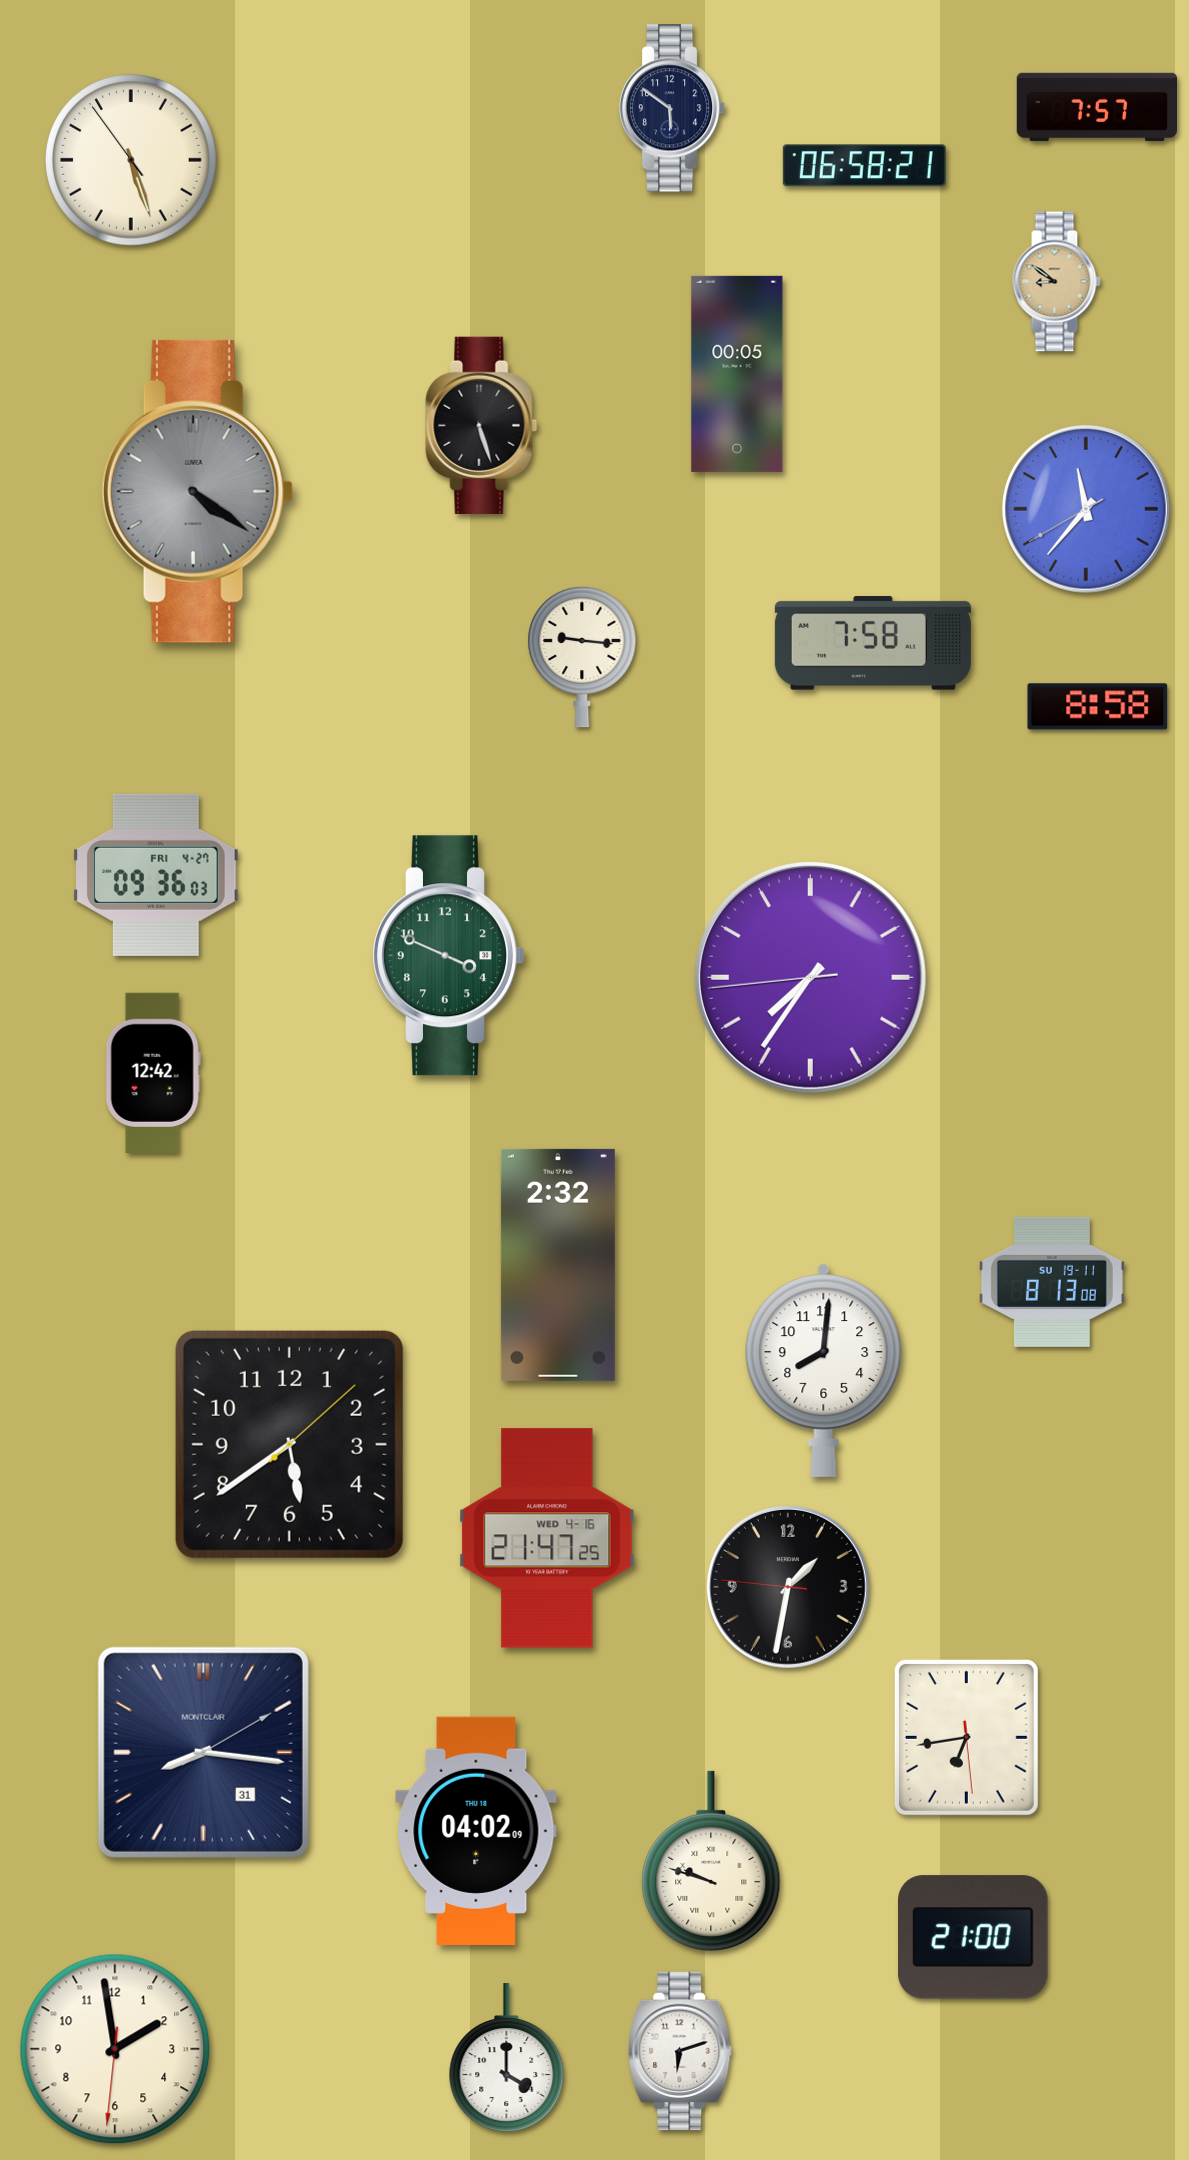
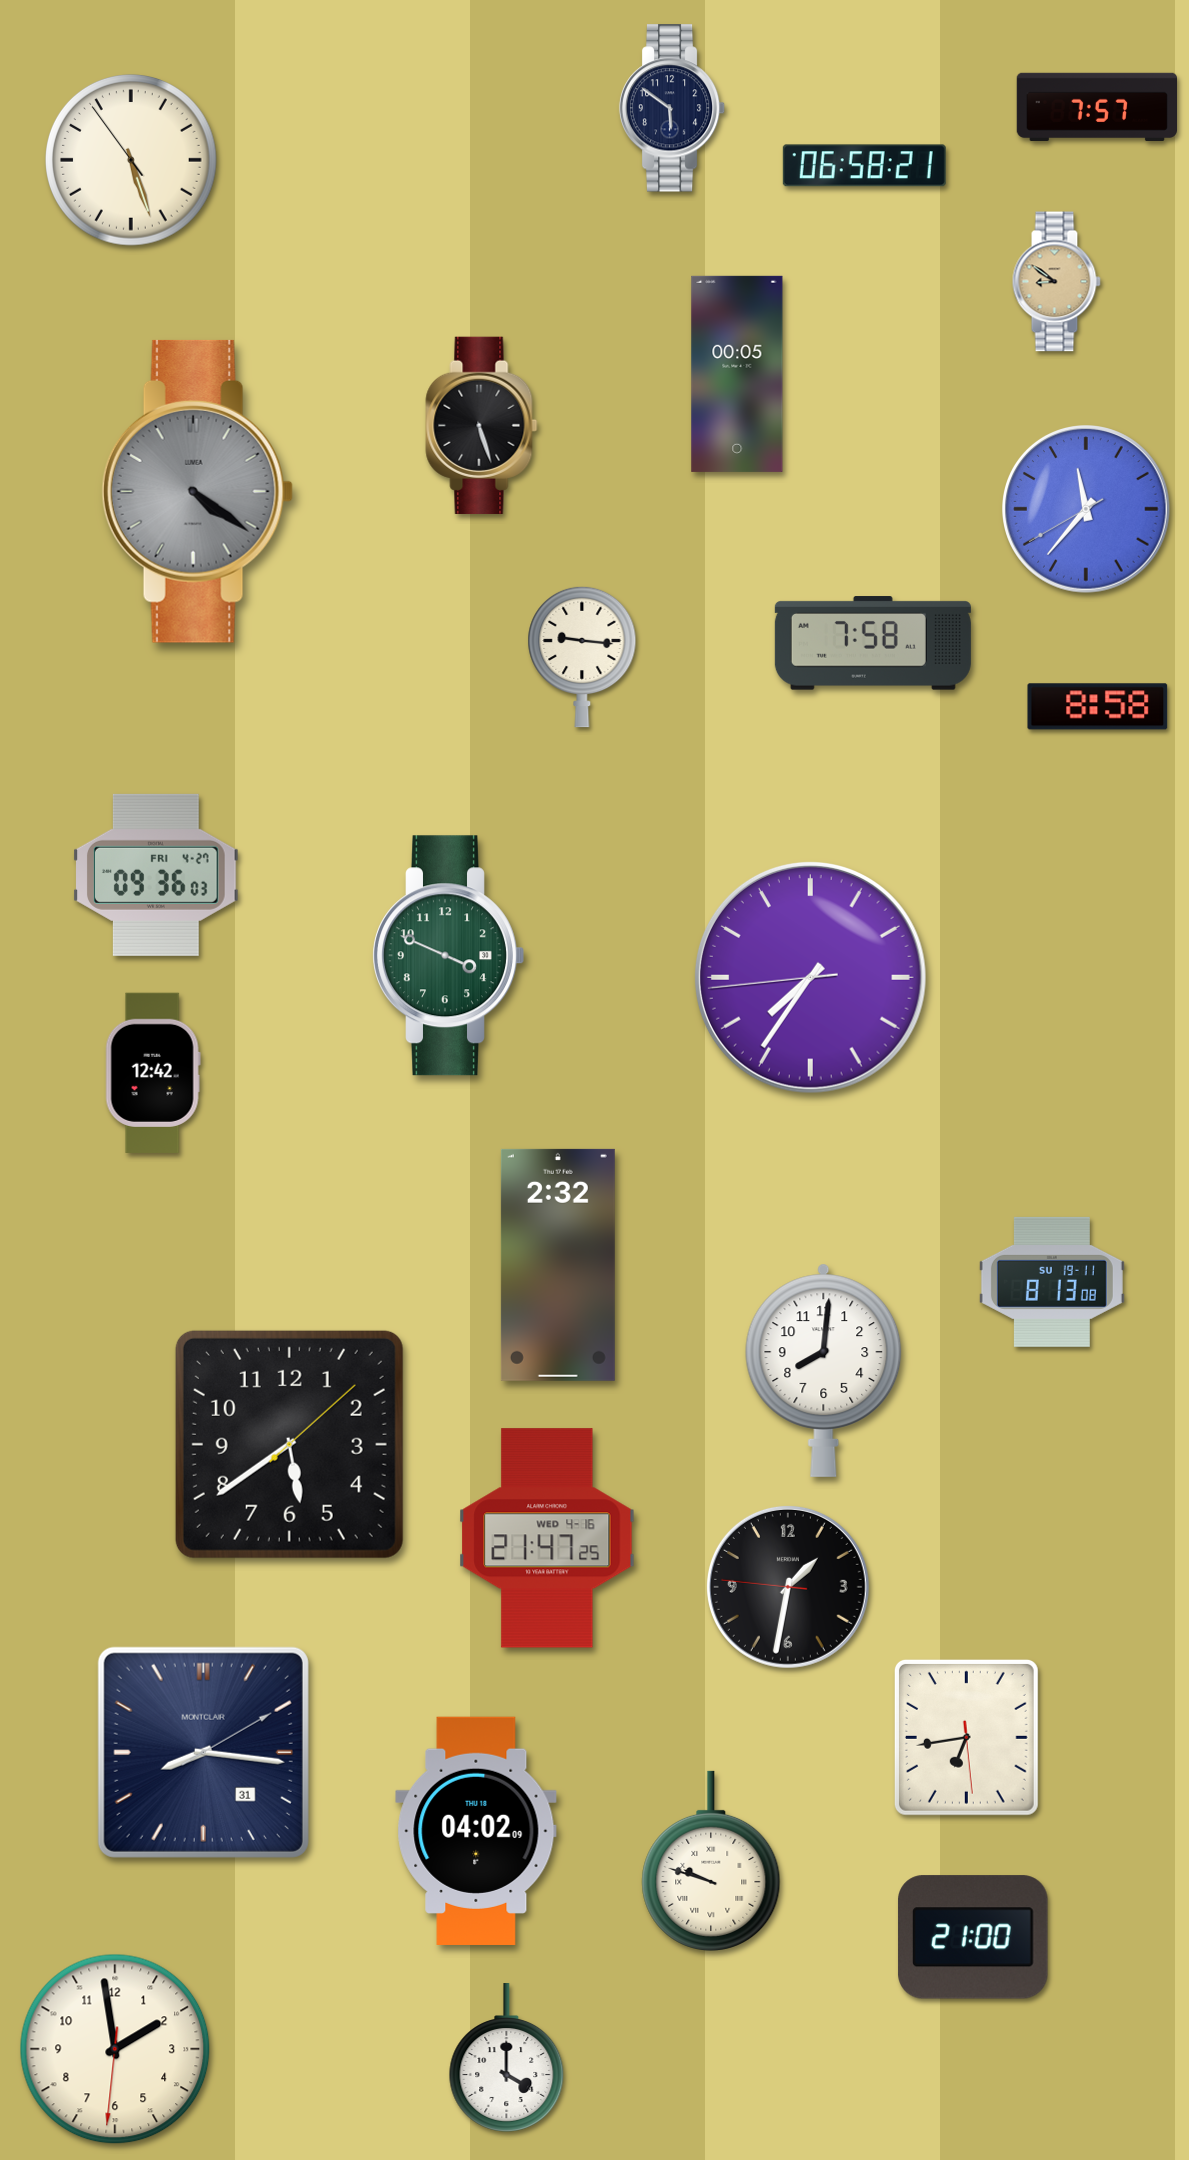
clock at (680, 2051): 6:12 -> none
